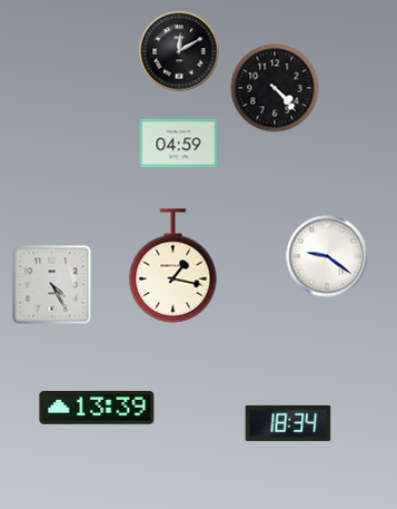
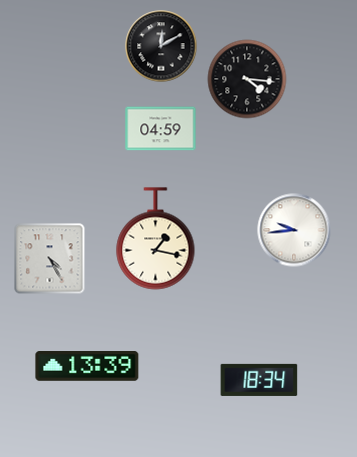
clock at (275, 88): 4:23 -> 4:16
clock at (327, 256): 9:21 -> 9:44
clock at (52, 285) position: (52, 285) -> (50, 259)
